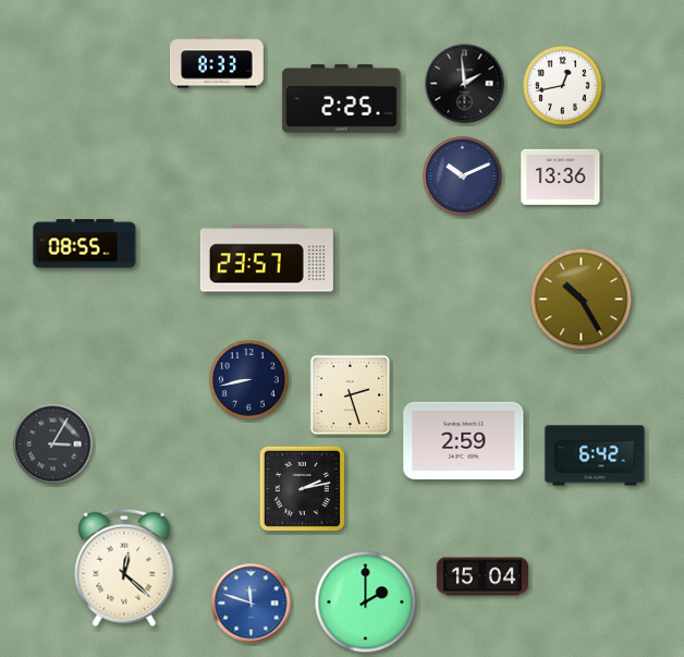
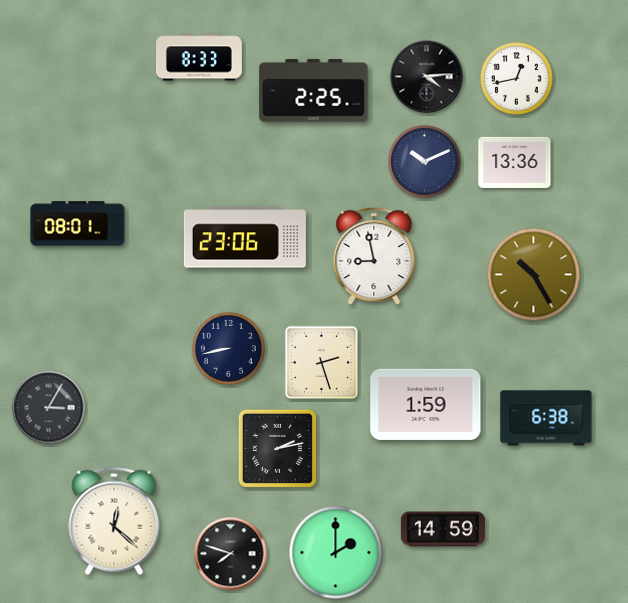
clock at (465, 84): 1:59 -> 4:14
clock at (85, 244): 08:55 -> 08:01
clock at (267, 258): 23:57 -> 23:06
clock at (374, 256): none -> 8:58
clock at (464, 440): 2:59 -> 1:59
clock at (595, 455): 6:42 -> 6:38
clock at (483, 576): 15:04 -> 14:59
clock at (252, 604): 11:48 -> 7:48
clock at (252, 604) dial: blue -> black
